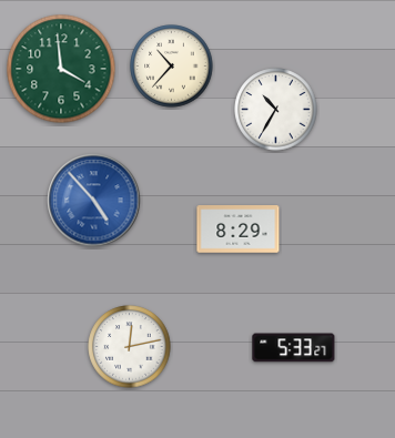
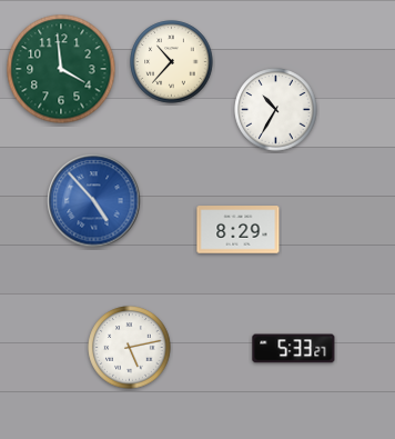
clock at (172, 67) position: (172, 67) -> (172, 62)
clock at (130, 347): 12:13 -> 5:13
